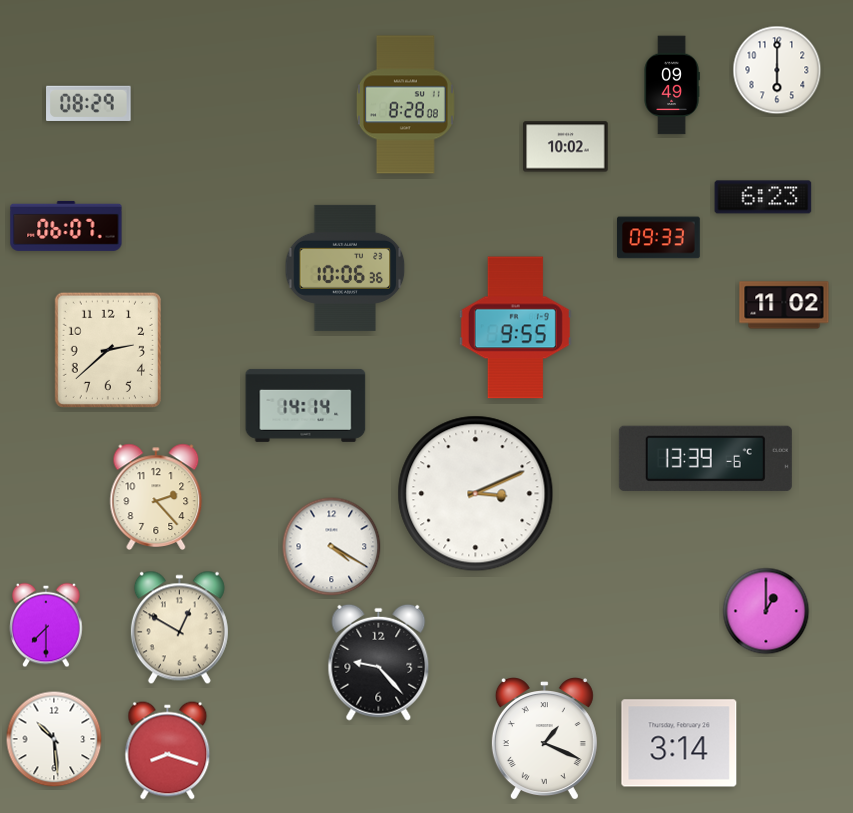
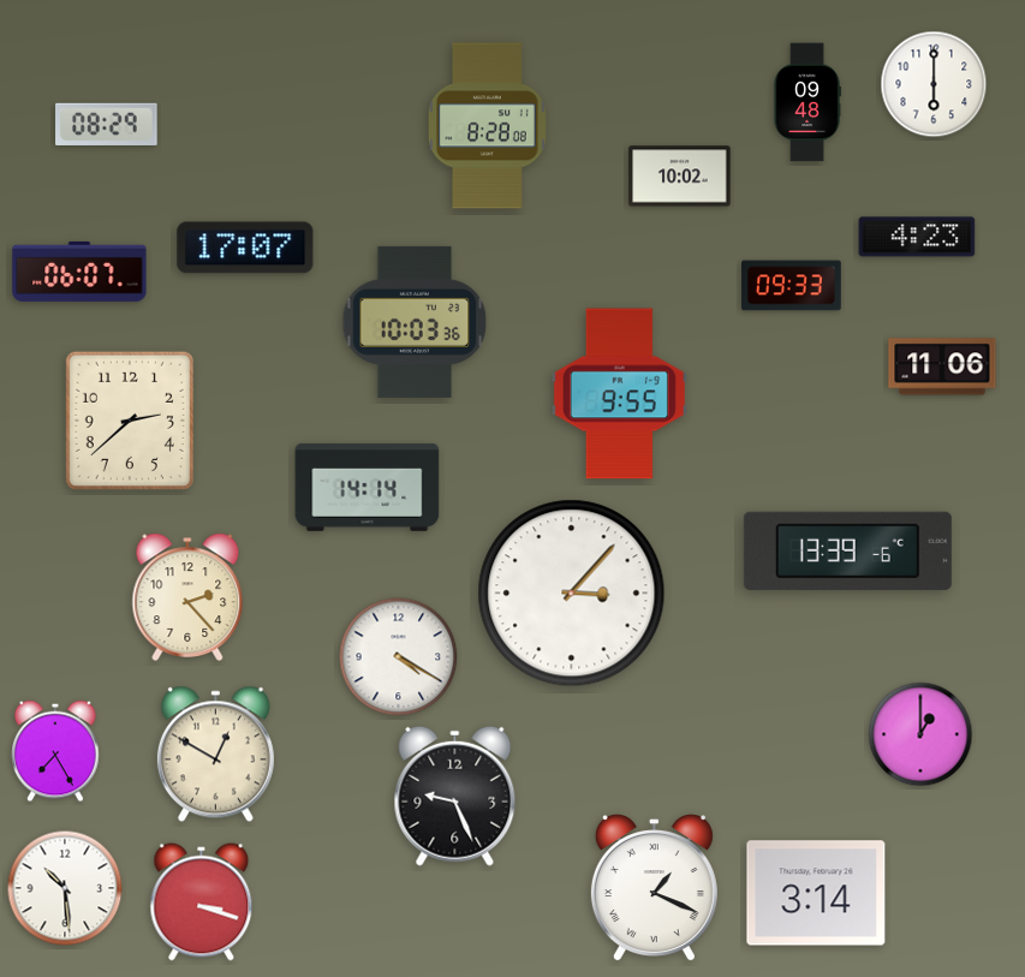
clock at (672, 85): 09:49 -> 09:48
clock at (763, 197): 6:23 -> 4:23
clock at (245, 248): none -> 17:07
clock at (345, 268): 10:06 -> 10:03
clock at (784, 305): 11:02 -> 11:06
clock at (476, 494): 3:11 -> 3:07
clock at (46, 625): 7:30 -> 7:25
clock at (379, 662): 9:23 -> 9:26
clock at (168, 751): 8:18 -> 3:18
